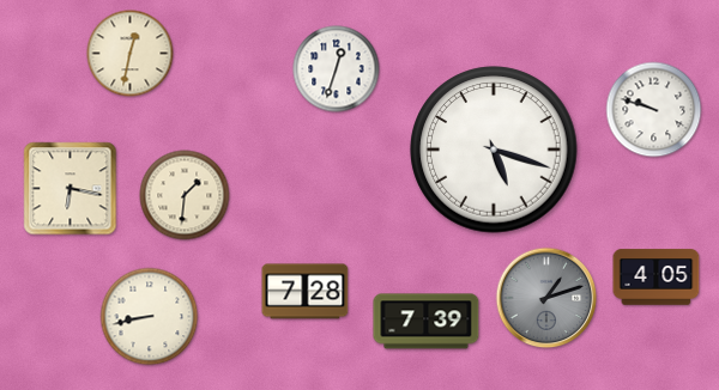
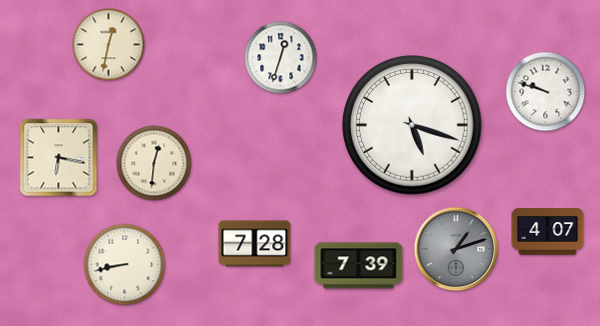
clock at (185, 195): 1:31 -> 12:31
clock at (657, 278): 4:05 -> 4:07
clock at (427, 322) position: (427, 322) -> (359, 266)
